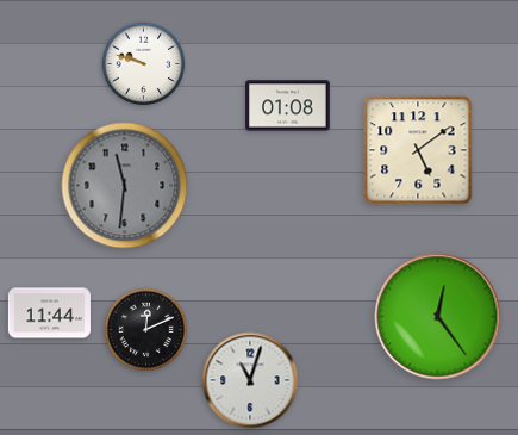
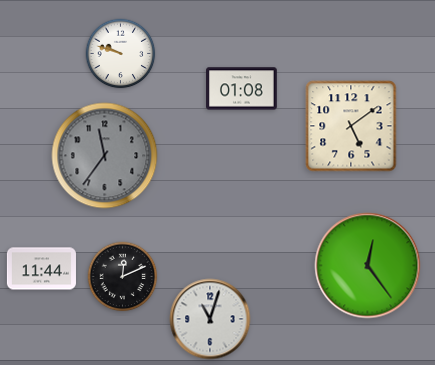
clock at (125, 186): 11:31 -> 11:36
clock at (49, 313) position: (49, 313) -> (41, 269)
